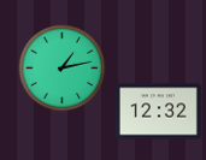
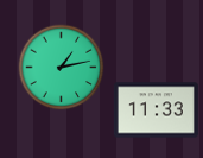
clock at (158, 112): 12:32 -> 11:33
